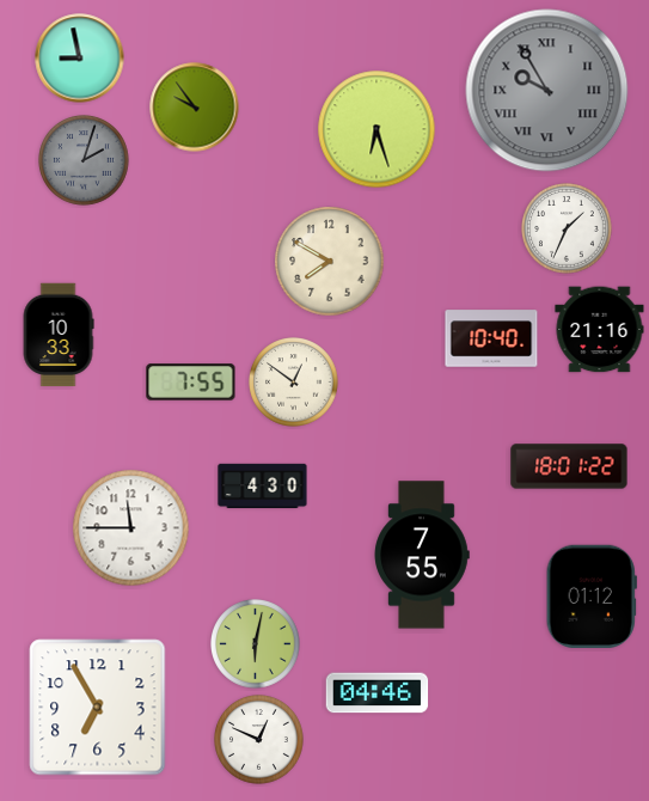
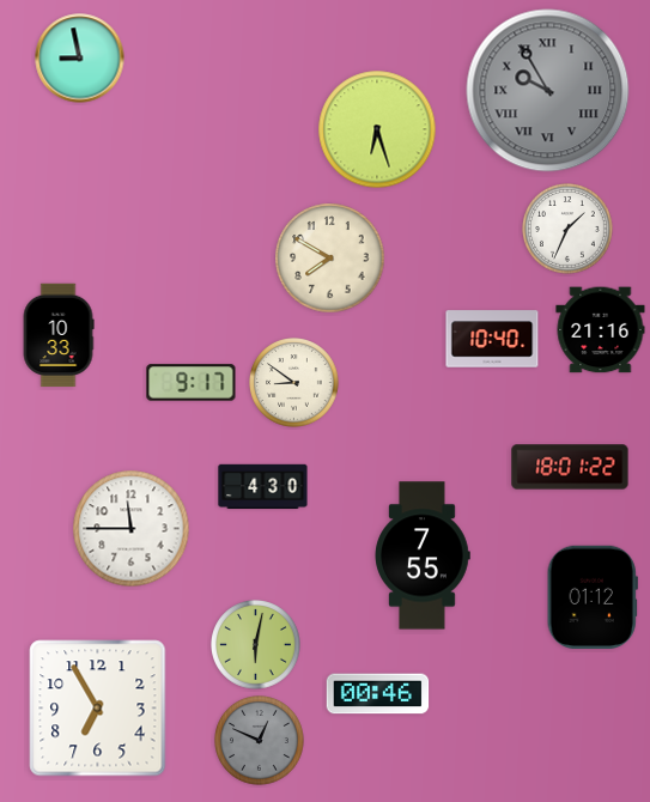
clock at (195, 108): 9:54 -> none
clock at (84, 160): 2:03 -> none
clock at (330, 262) position: (330, 262) -> (330, 259)
clock at (191, 383): 7:55 -> 9:17
clock at (294, 383): 12:51 -> 8:51
clock at (378, 693): 04:46 -> 00:46
clock at (259, 740) dial: white -> grey
